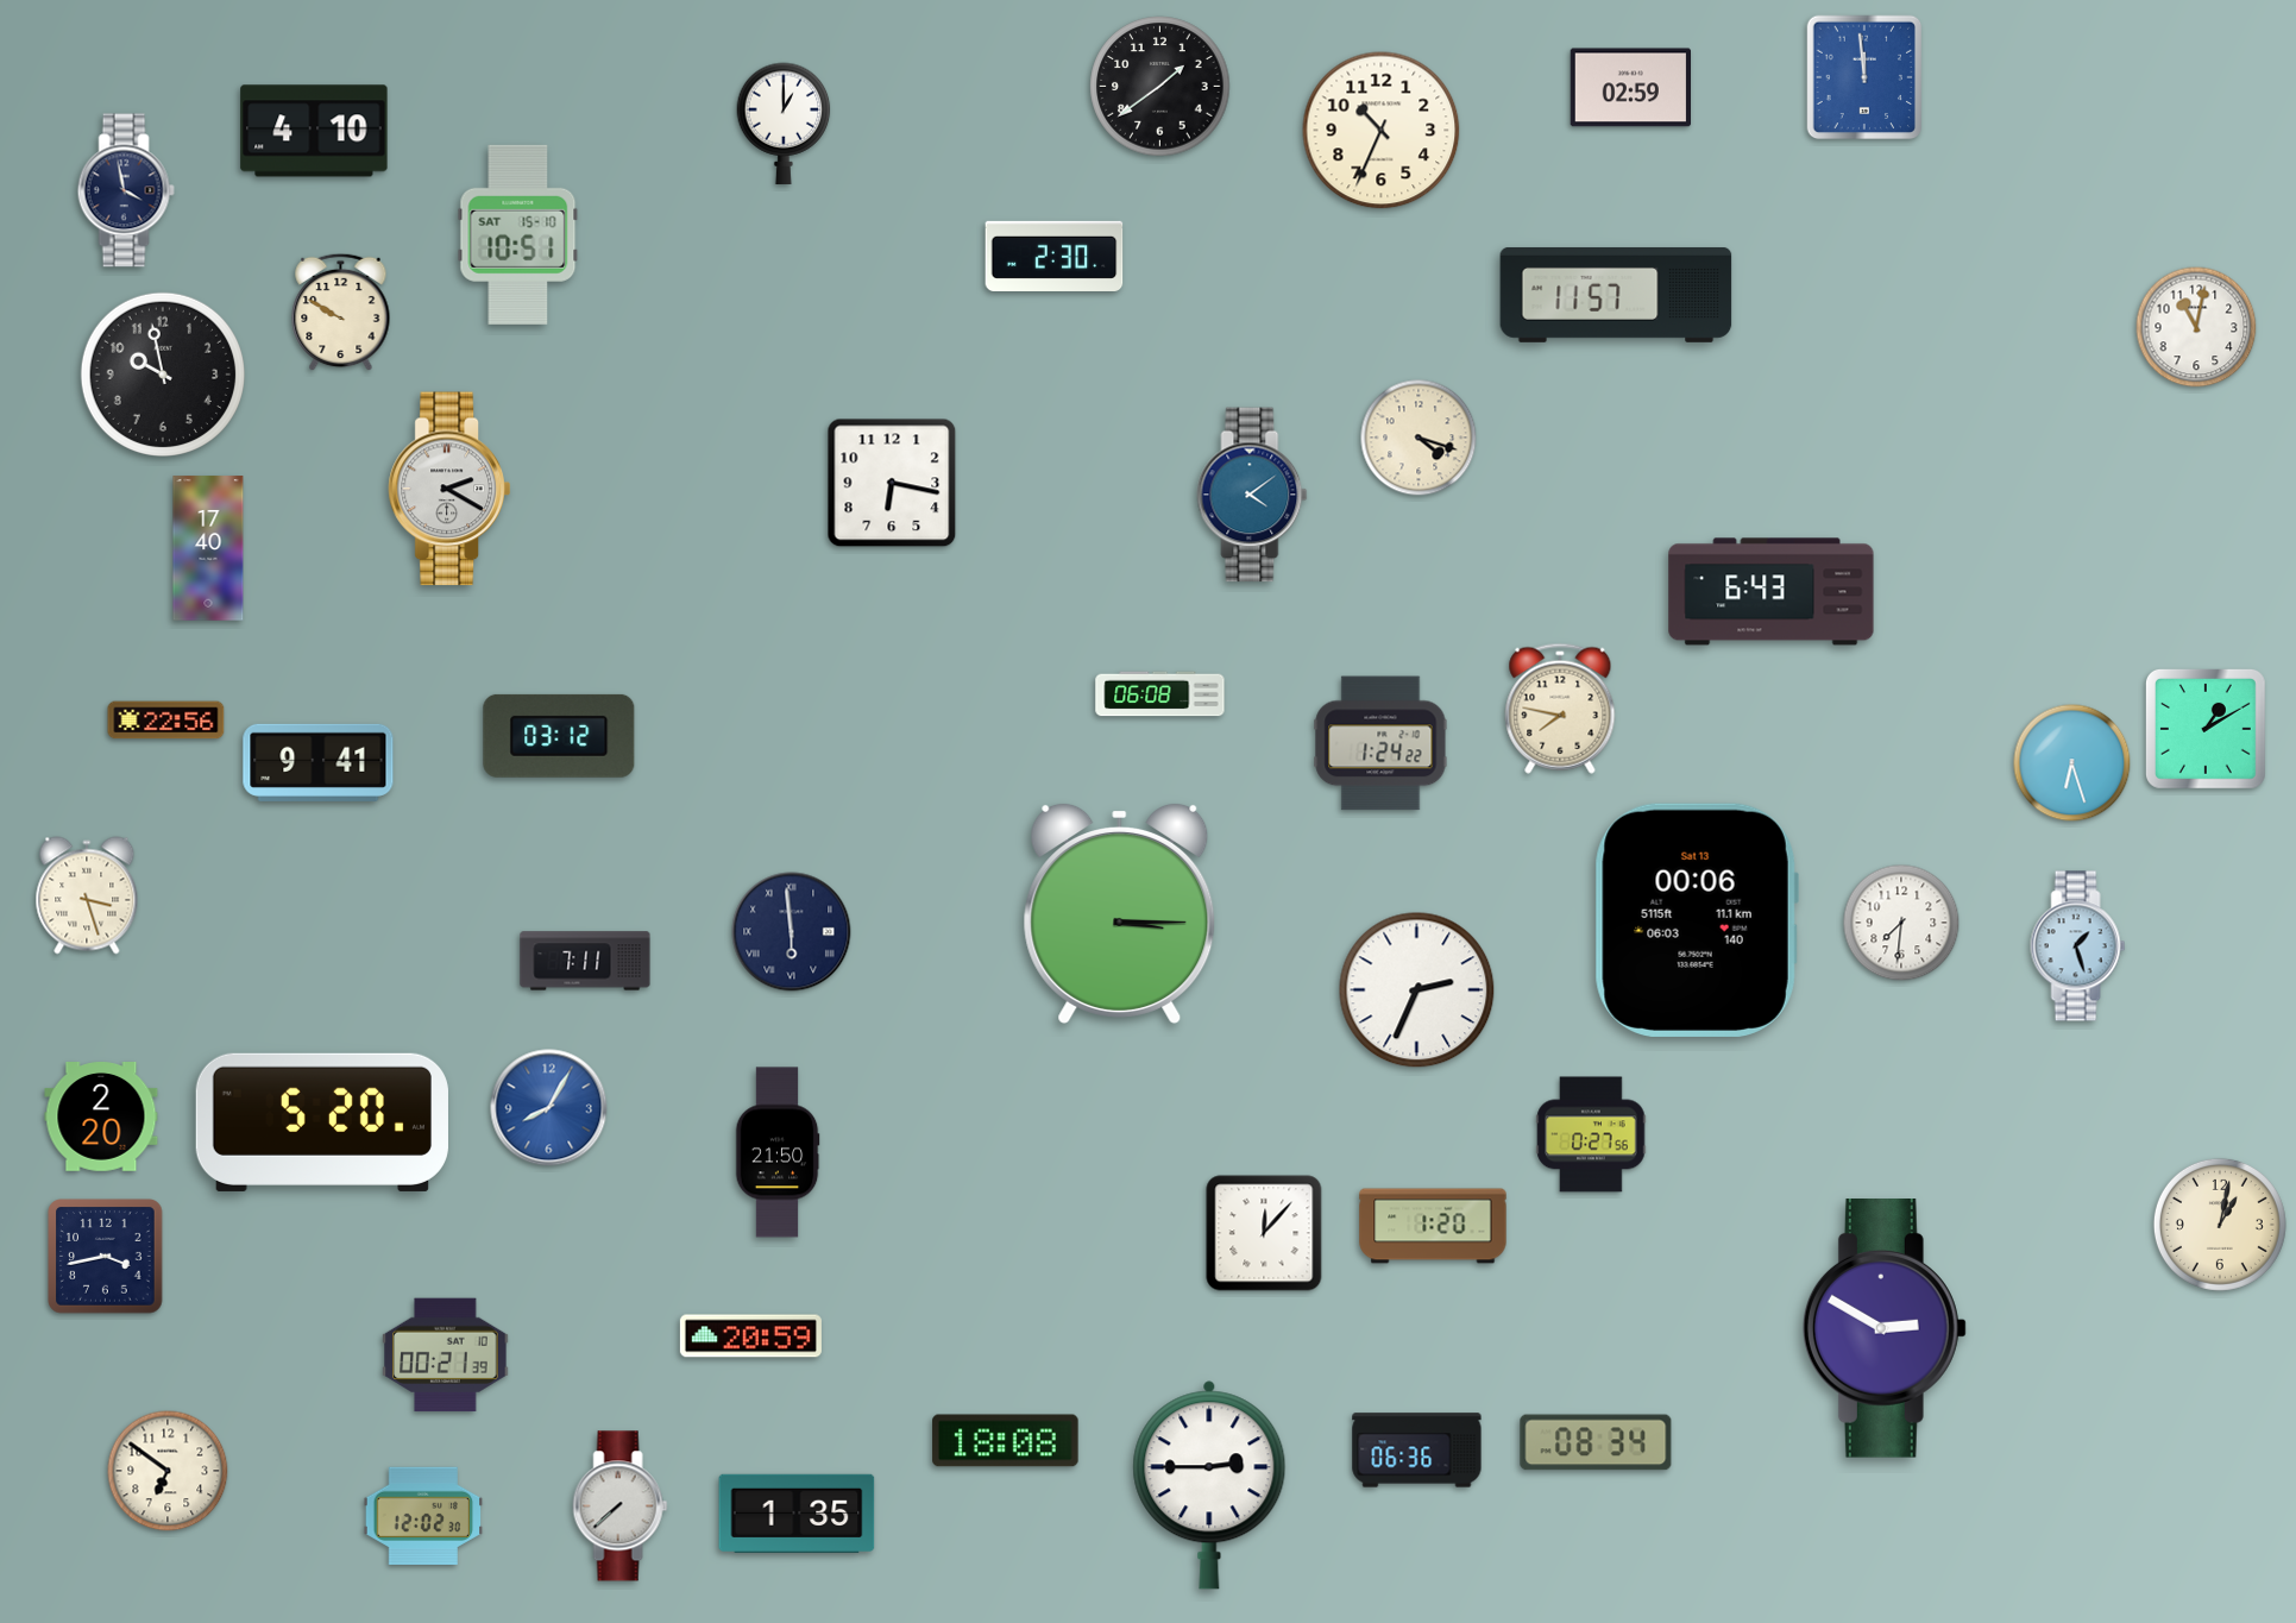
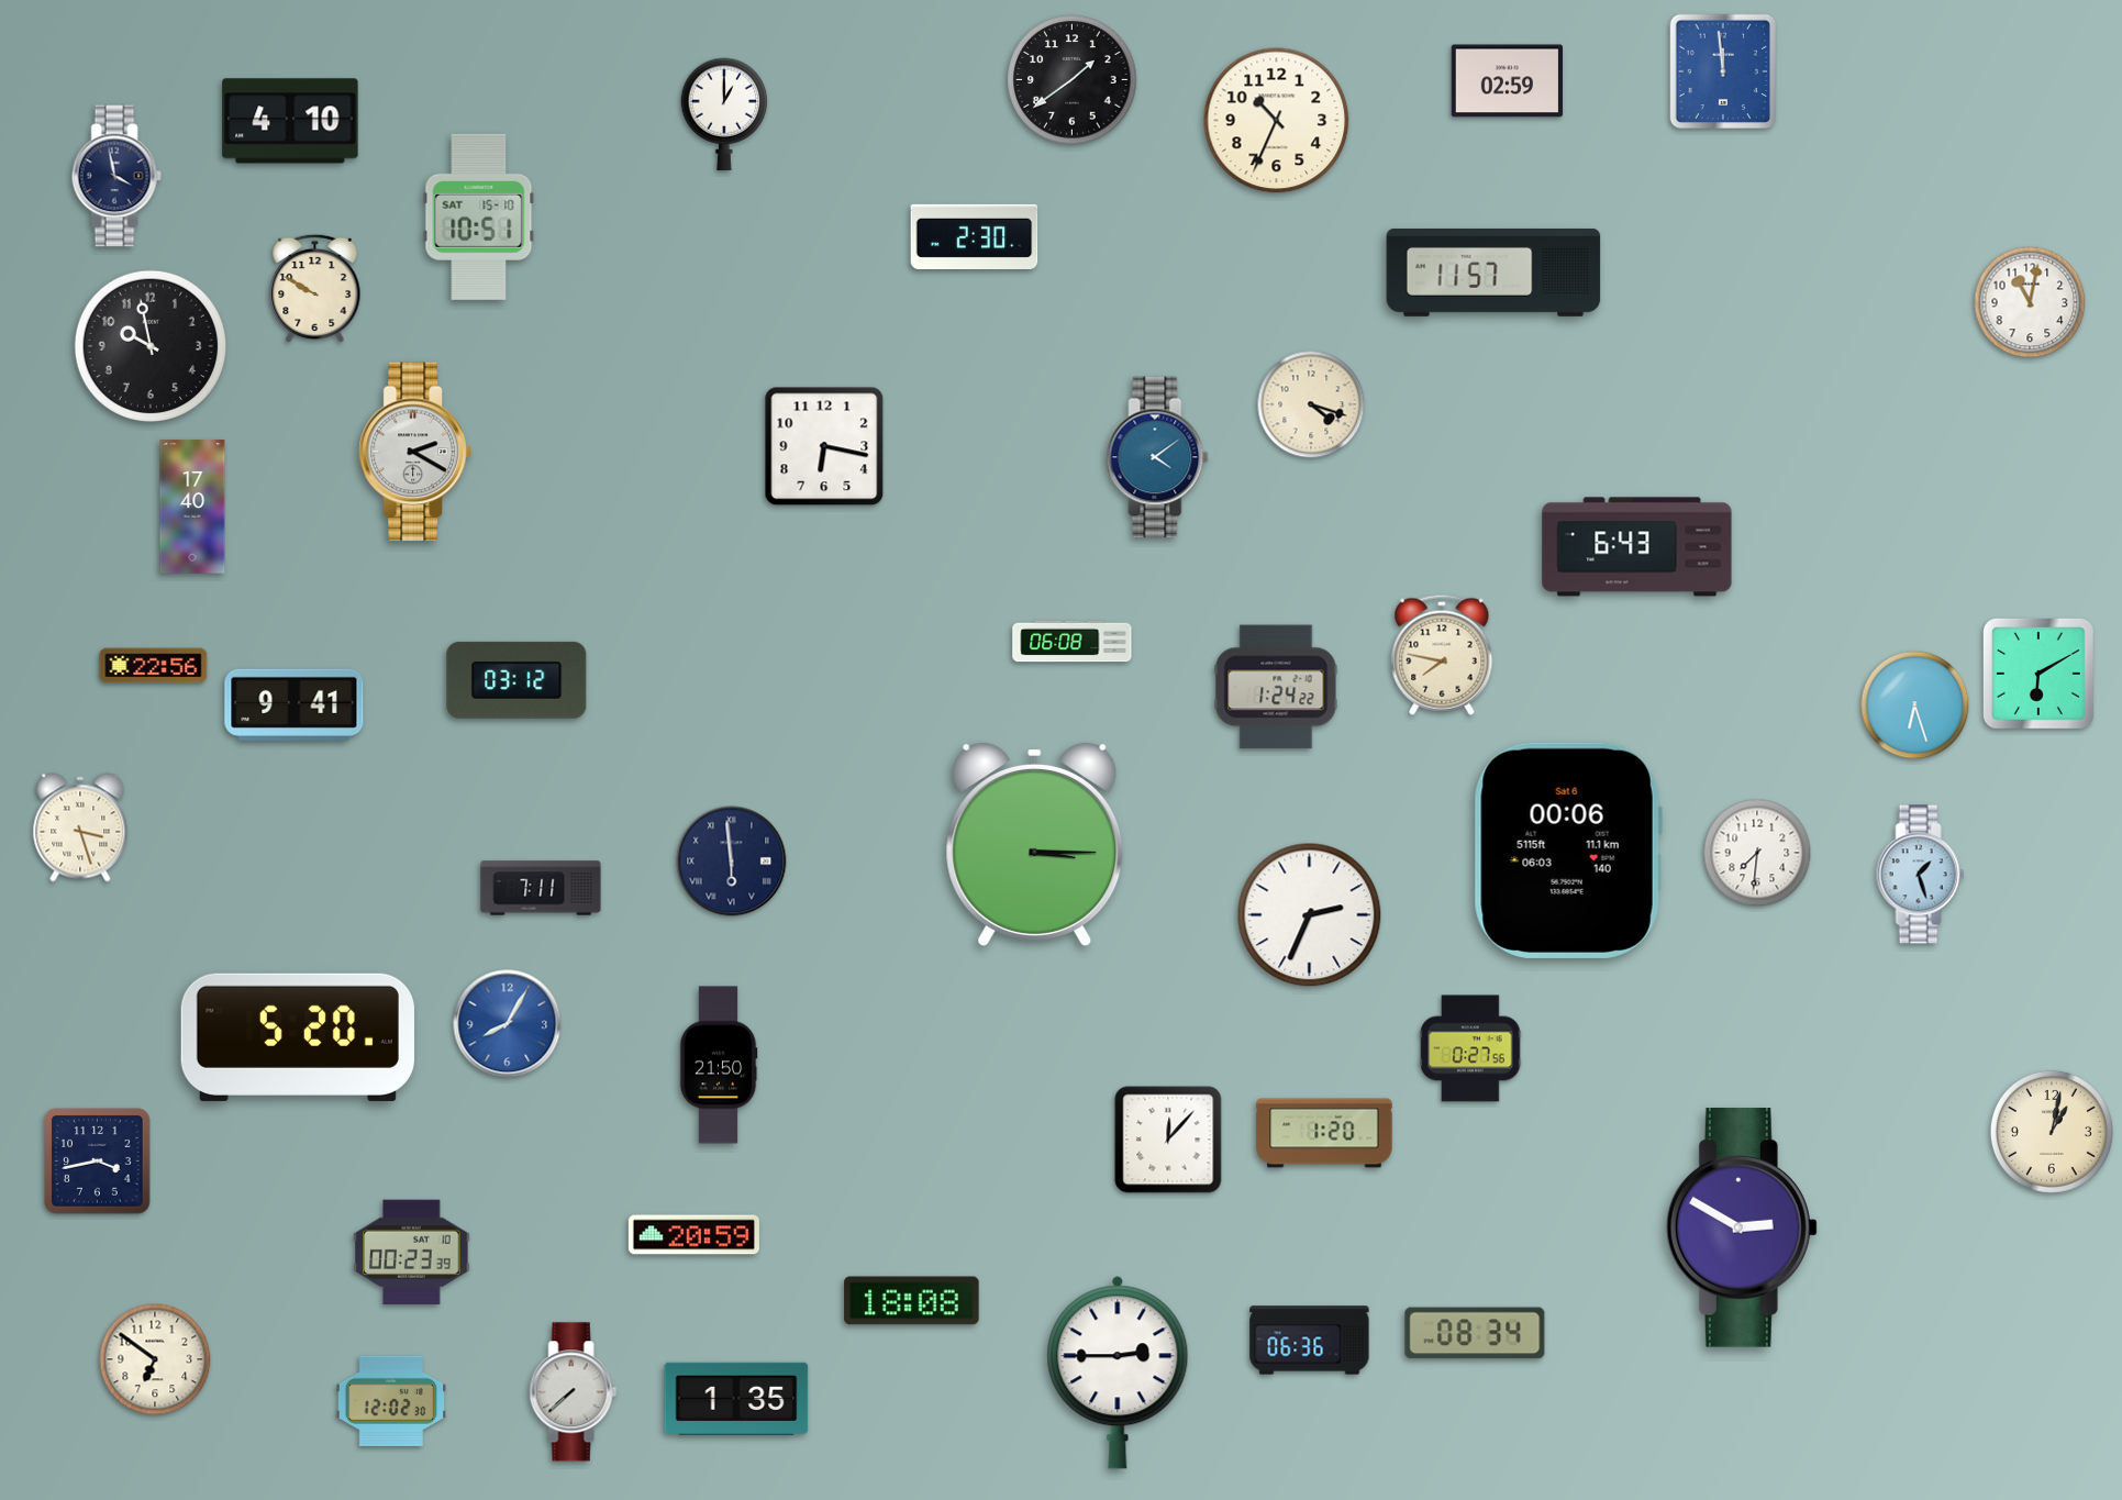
clock at (2206, 729): 1:10 -> 6:10
clock at (1697, 920) date: Sat 13 -> Sat 6
clock at (101, 1118): 2:20 -> none
clock at (446, 1355): 00:21 -> 00:23
clock at (1006, 1441) position: (1006, 1441) -> (912, 1301)
